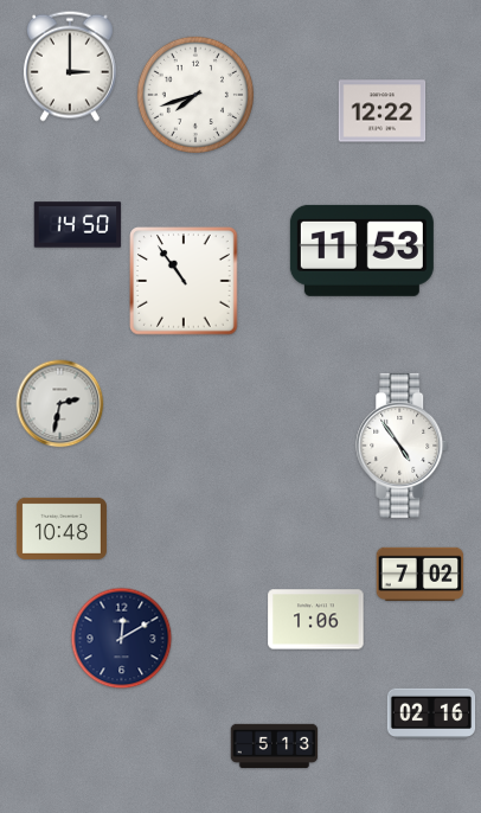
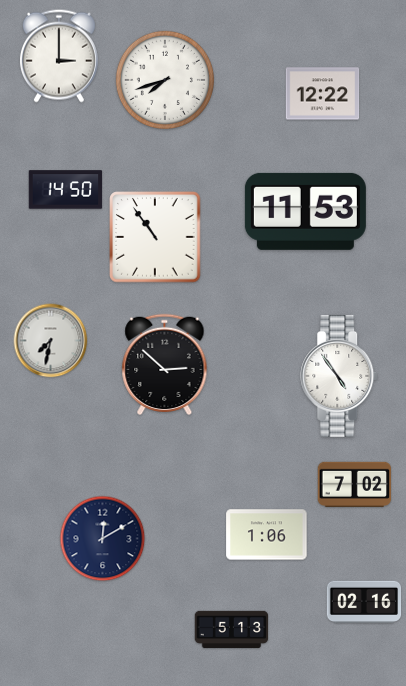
clock at (60, 404): 2:32 -> 7:32
clock at (165, 365): none -> 2:52
clock at (62, 529): 10:48 -> none
clock at (316, 620) position: (316, 620) -> (267, 535)
